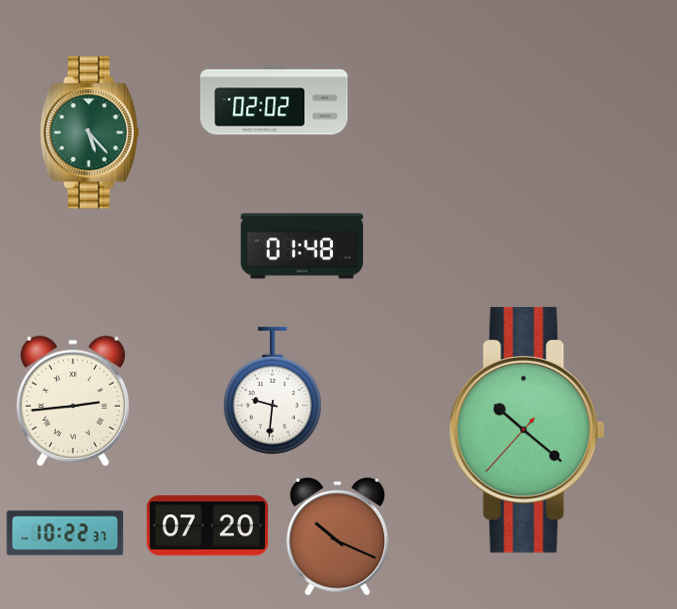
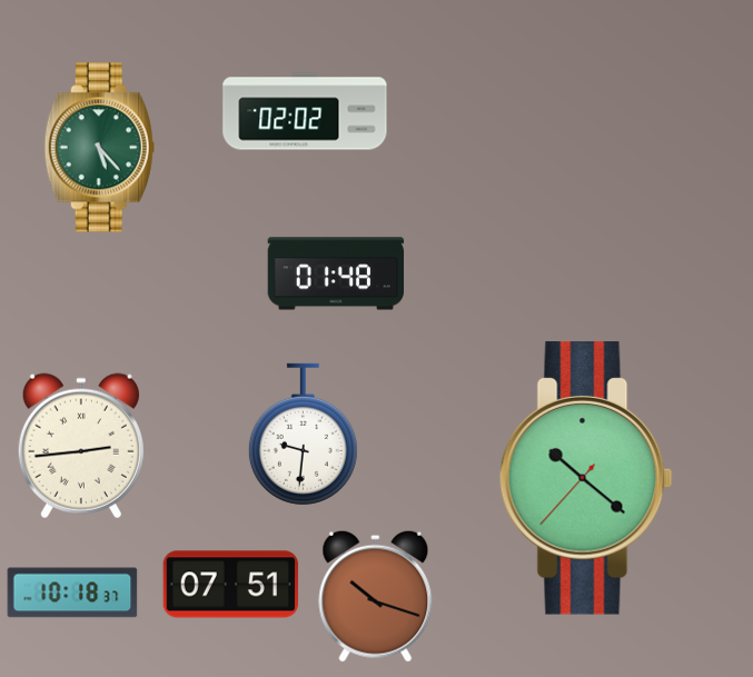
clock at (208, 526): 07:20 -> 07:51
clock at (65, 533): 10:22 -> 10:18
clock at (338, 536): 10:19 -> 10:18
